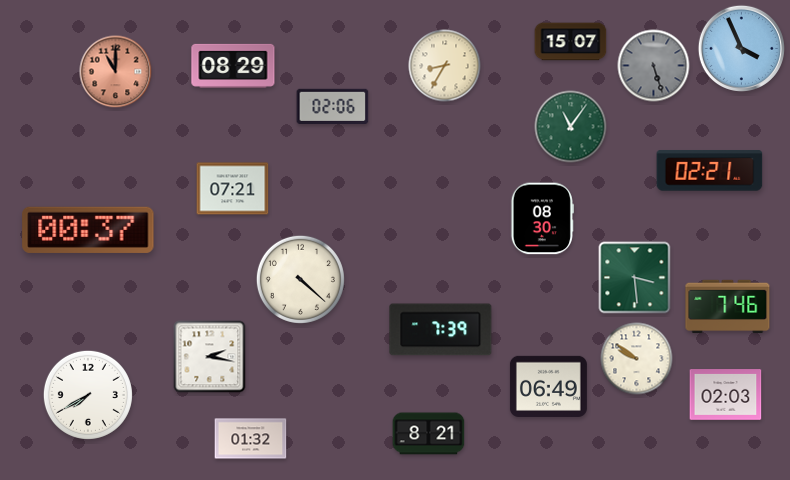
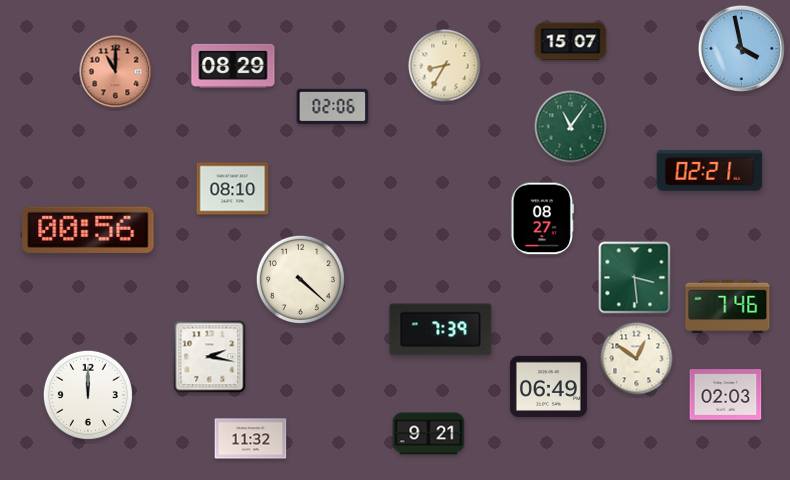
clock at (741, 48): 3:56 -> 3:58
clock at (654, 66): 5:27 -> none
clock at (233, 189): 07:21 -> 08:10
clock at (542, 219): 08:30 -> 08:27
clock at (88, 230): 00:37 -> 00:56
clock at (637, 359): 9:51 -> 12:51
clock at (88, 395): 7:40 -> 12:00
clock at (429, 434): 8:21 -> 9:21
clock at (251, 439): 01:32 -> 11:32
